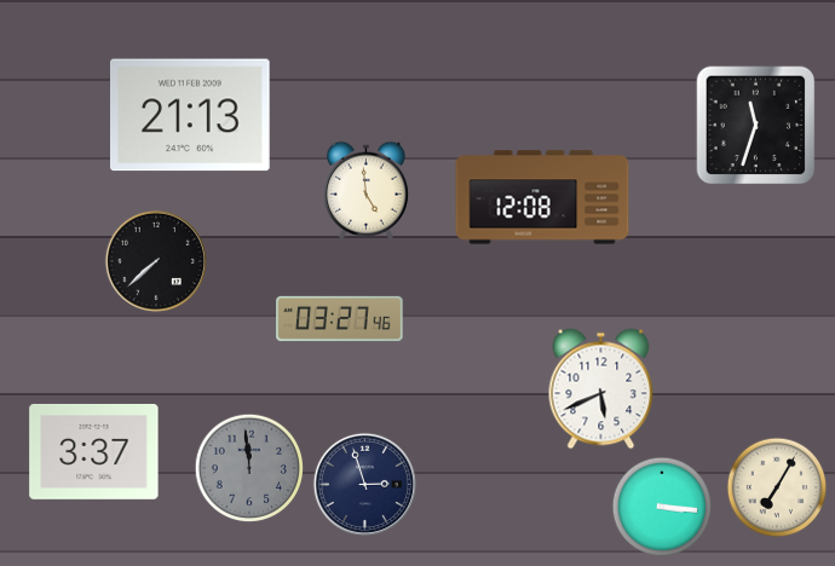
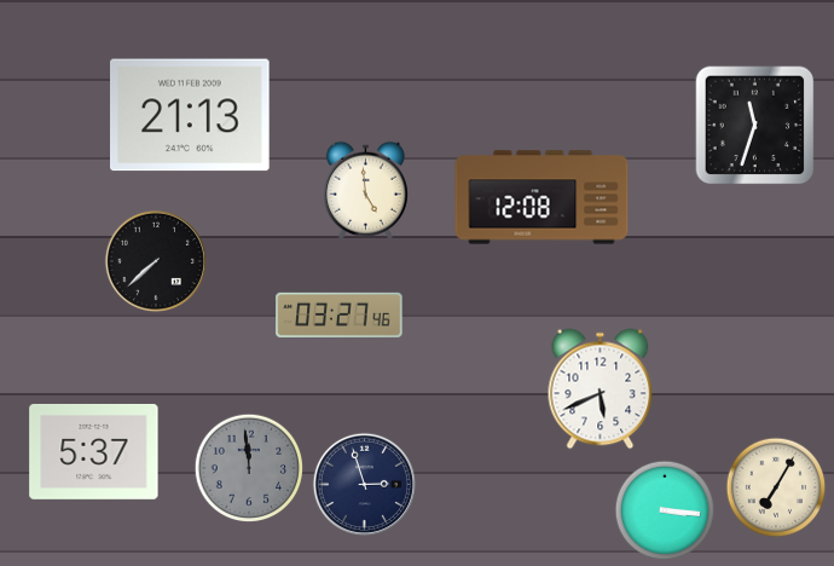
clock at (340, 318) position: (340, 318) -> (340, 314)
clock at (94, 451): 3:37 -> 5:37
clock at (662, 507) position: (662, 507) -> (665, 510)
